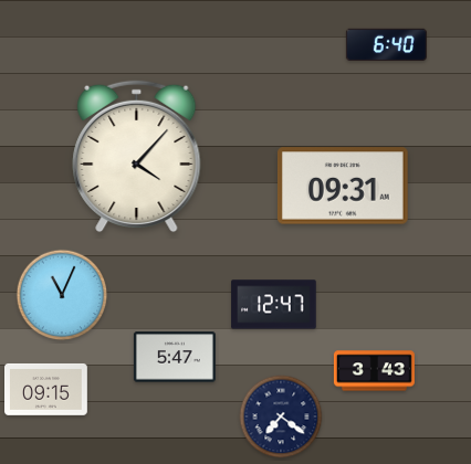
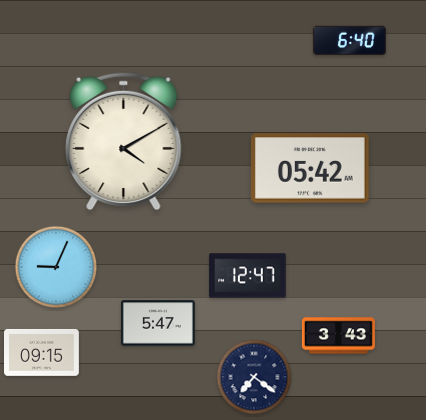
clock at (137, 157): 4:07 -> 4:10
clock at (343, 186): 09:31 -> 05:42
clock at (62, 295): 11:04 -> 9:04
